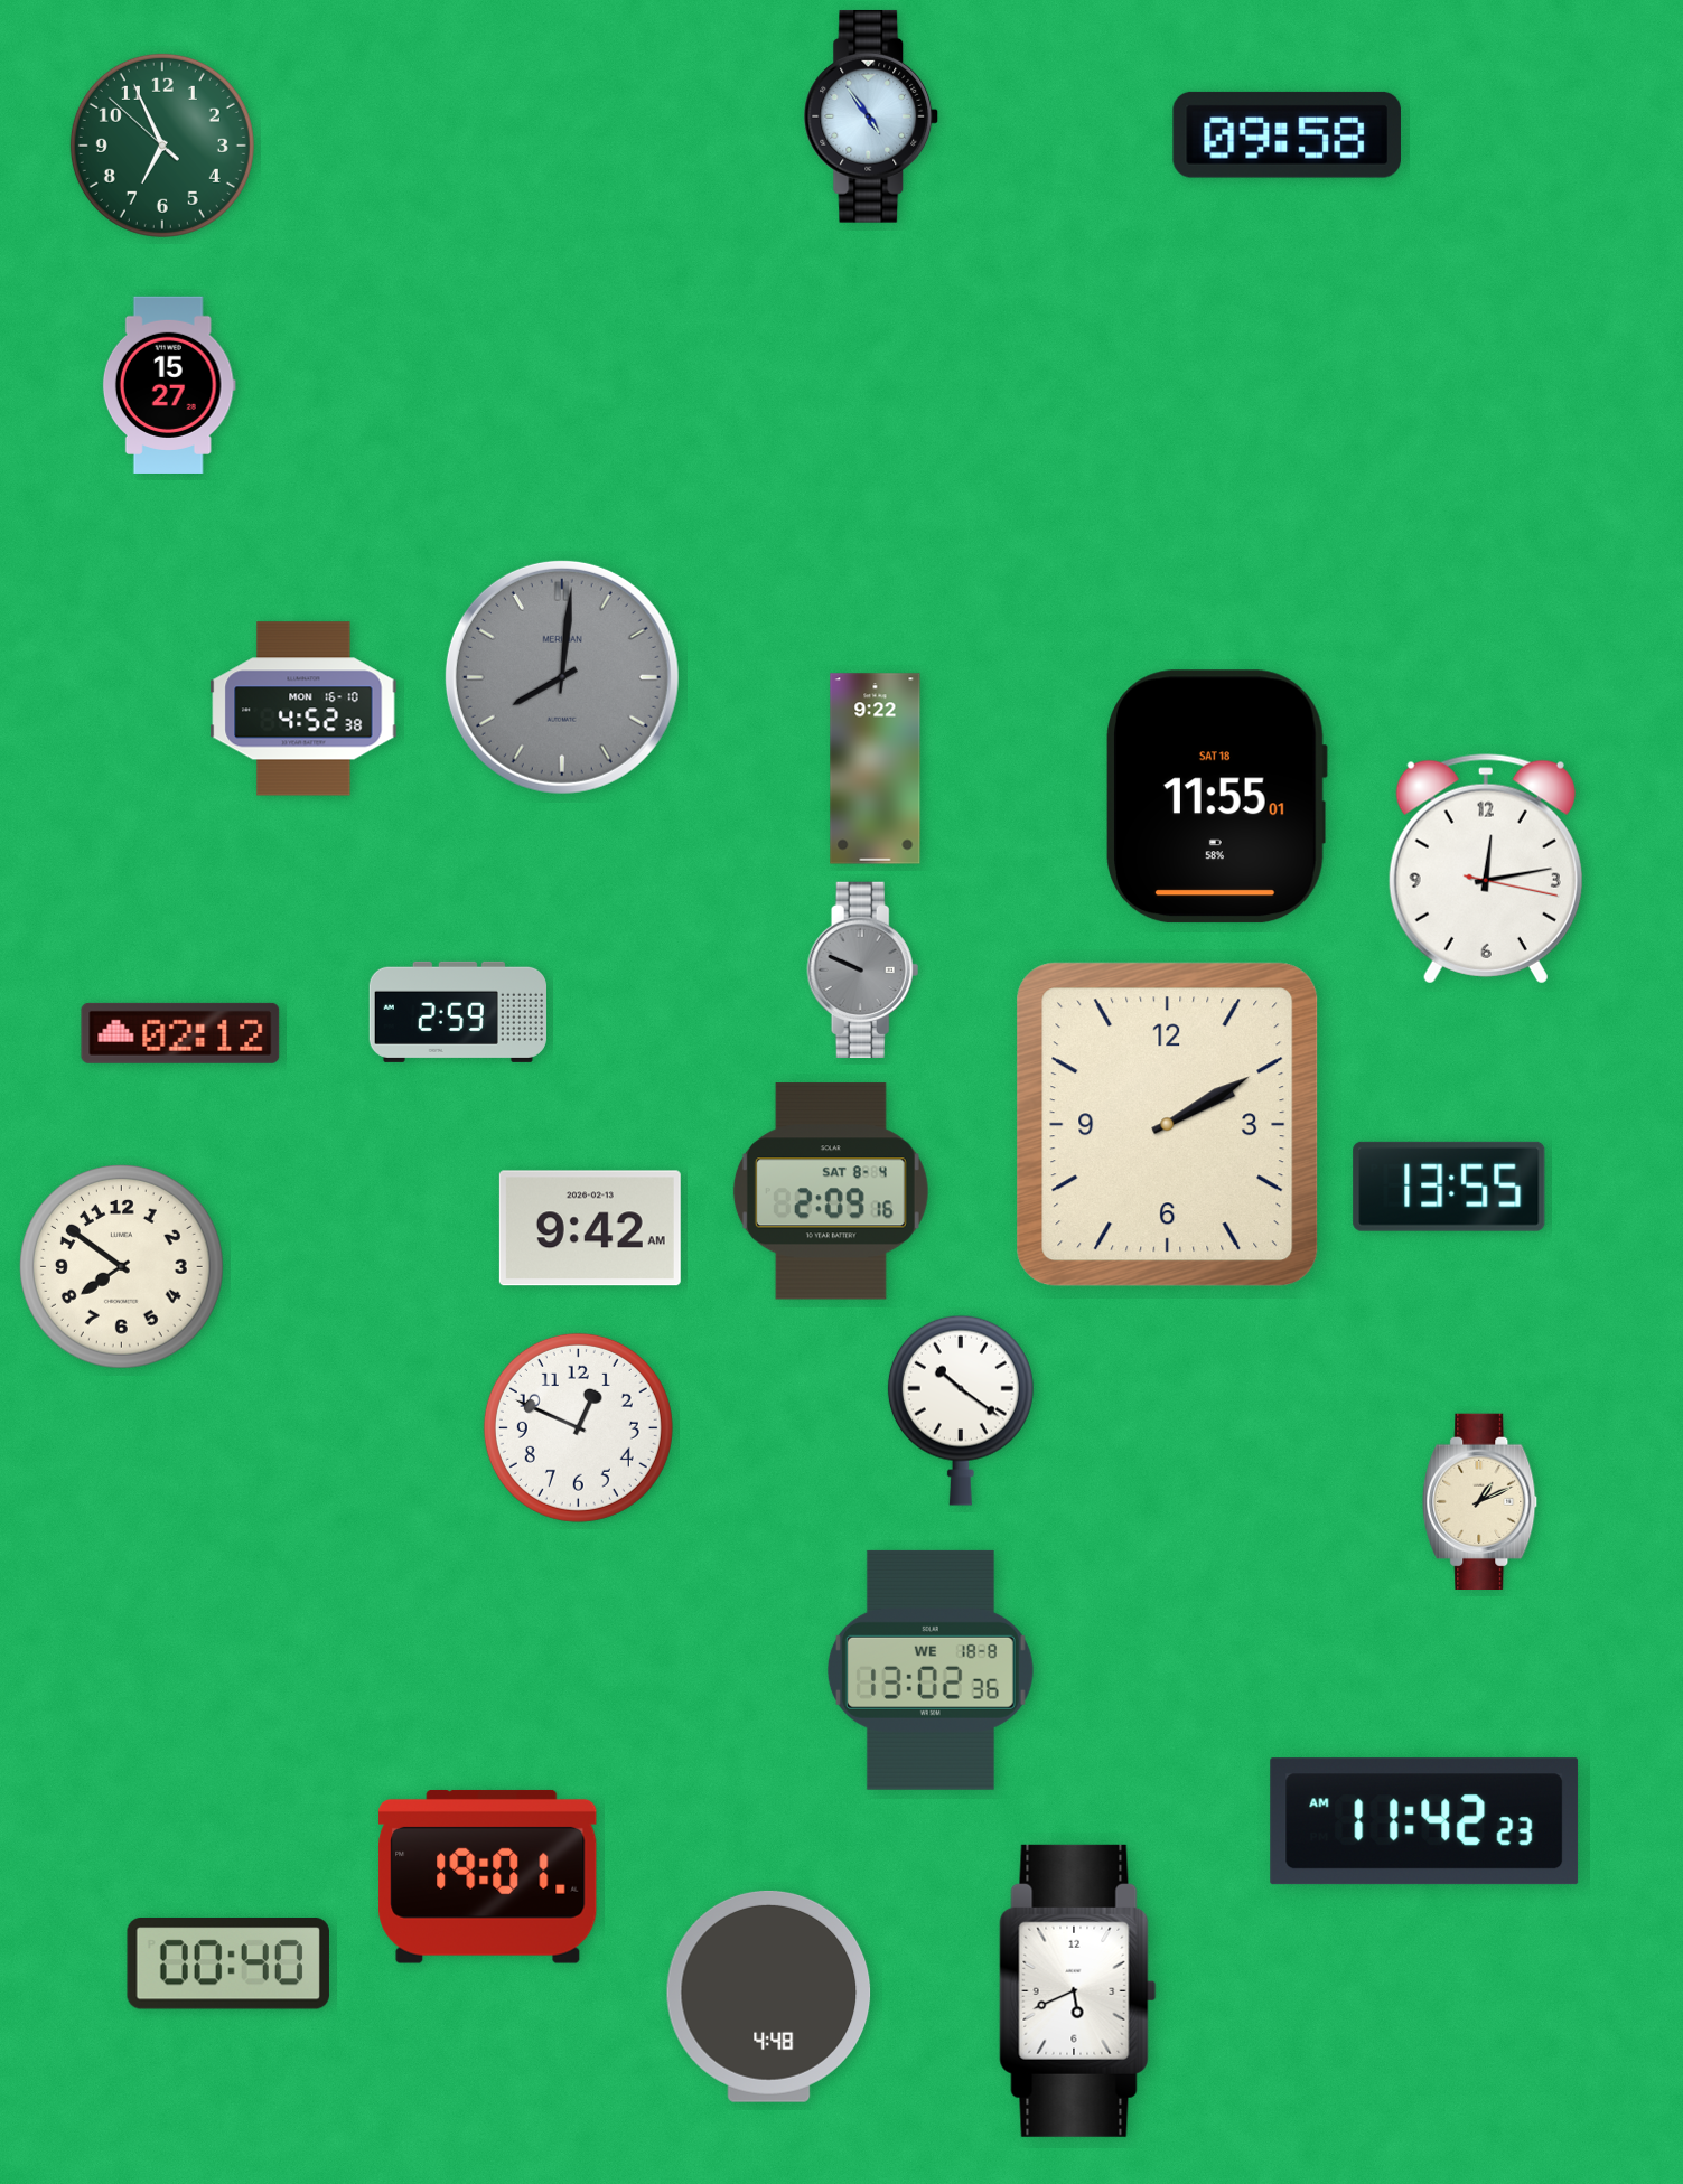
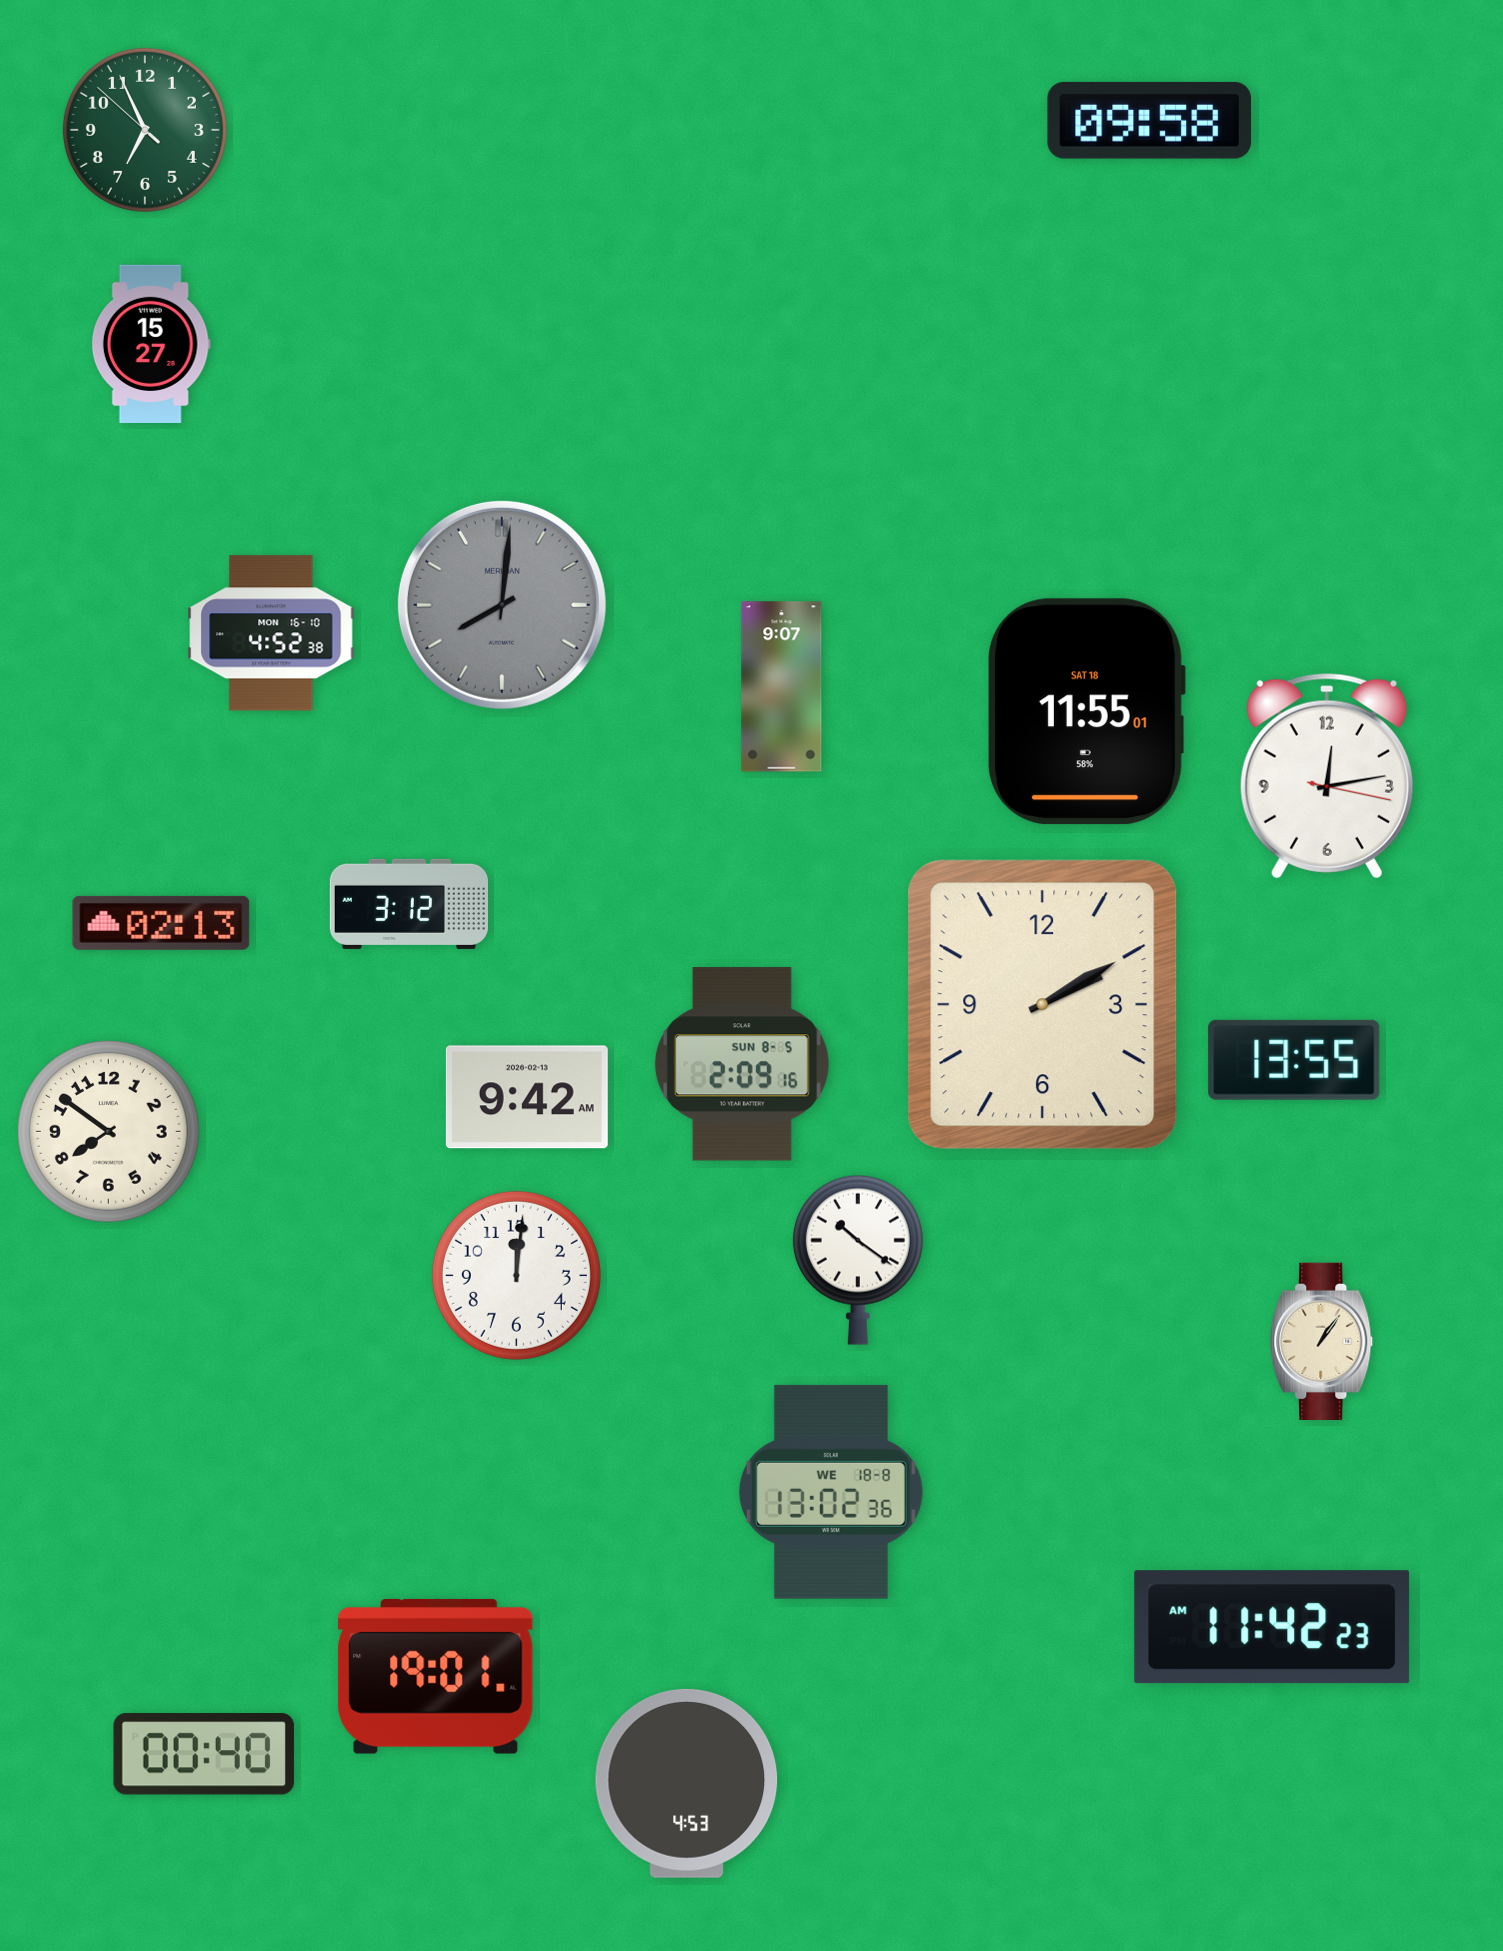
clock at (871, 116): 4:54 -> none
clock at (876, 769): 9:22 -> 9:07
clock at (863, 969): 9:49 -> none
clock at (458, 1012): 2:59 -> 3:12
clock at (180, 1033): 02:12 -> 02:13
clock at (831, 1191) date: SAT 8-4 -> SUN 8-5
clock at (578, 1427): 12:49 -> 12:01
clock at (1480, 1501): 1:11 -> 1:06
clock at (1078, 1990): 5:41 -> none
clock at (769, 1996): 4:48 -> 4:53
